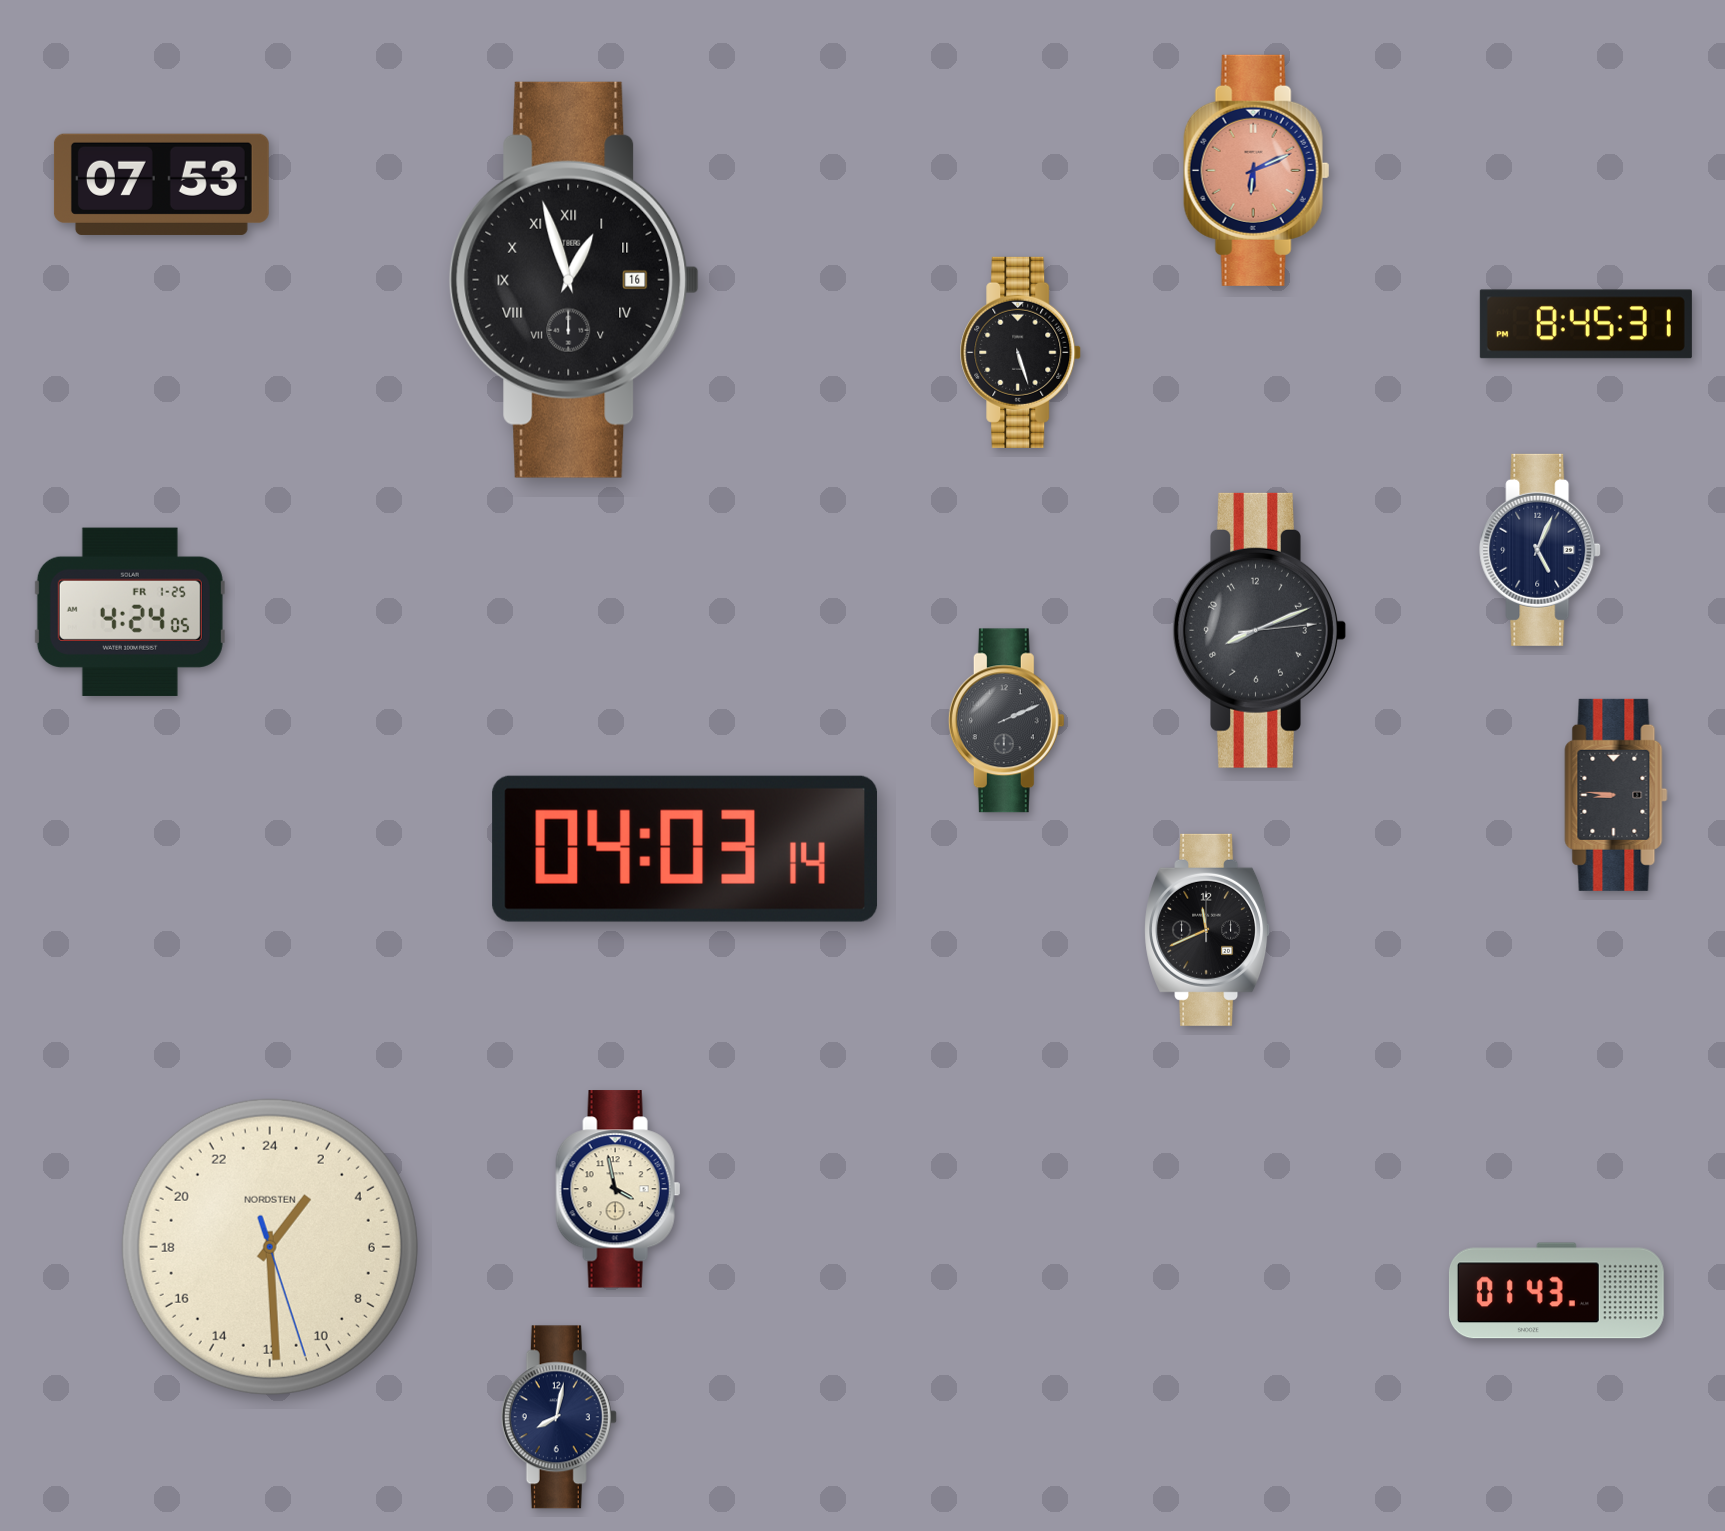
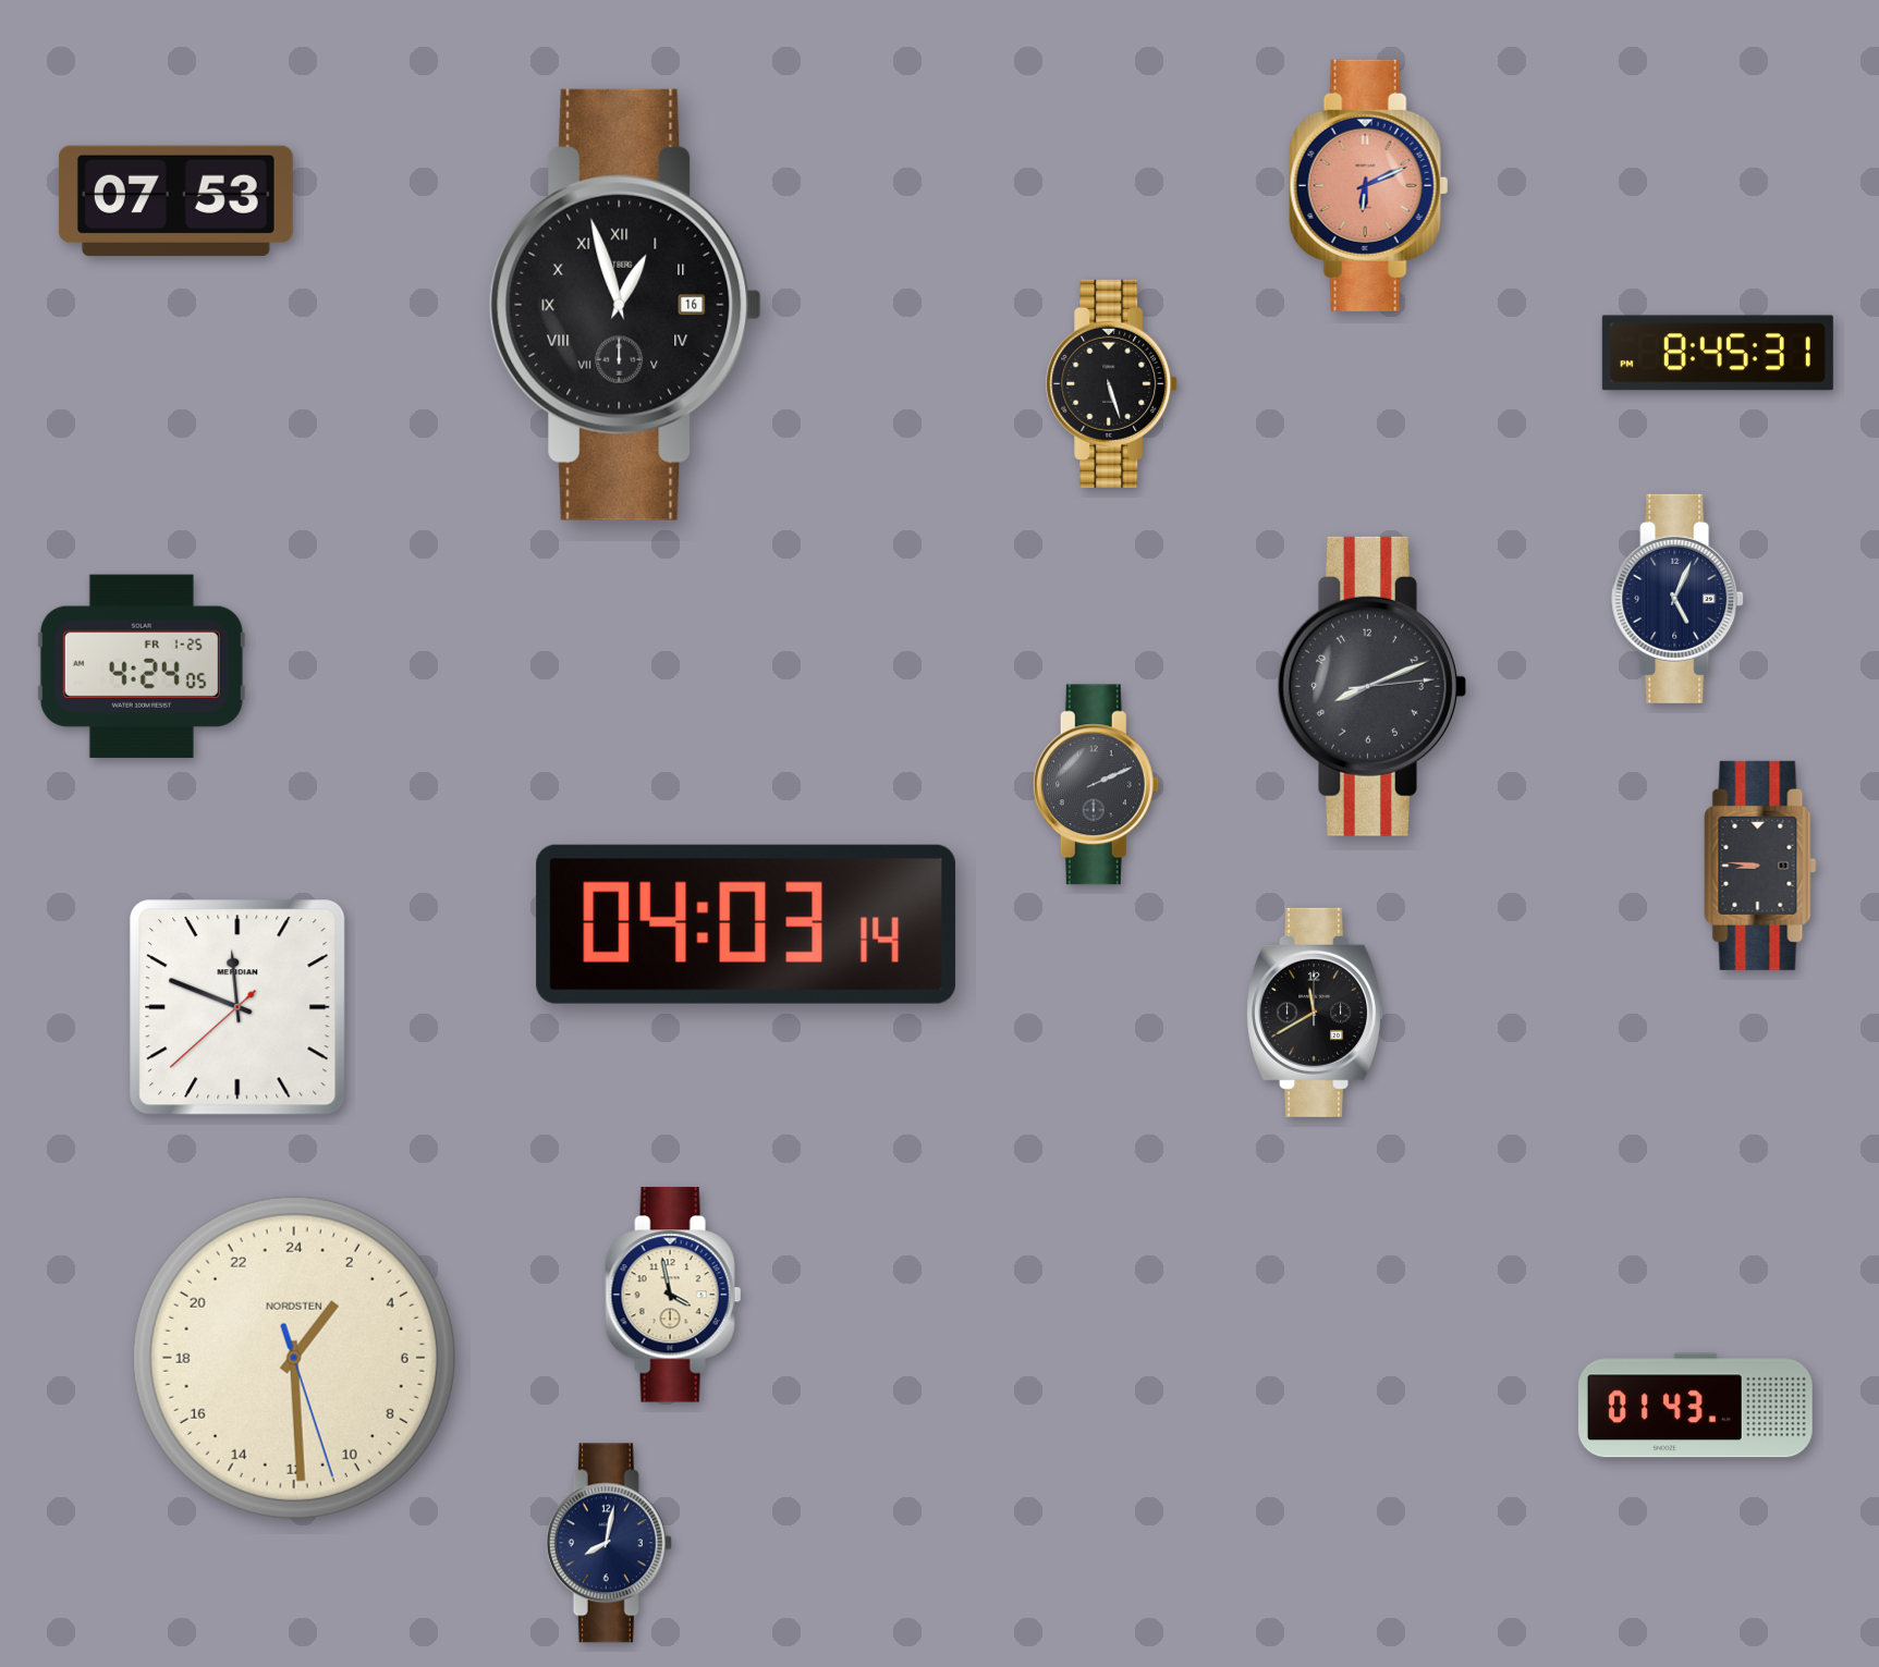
clock at (1586, 324) position: (1586, 324) -> (1718, 353)
clock at (237, 1007): none -> 11:48
clock at (1207, 930): 11:41 -> 11:40
